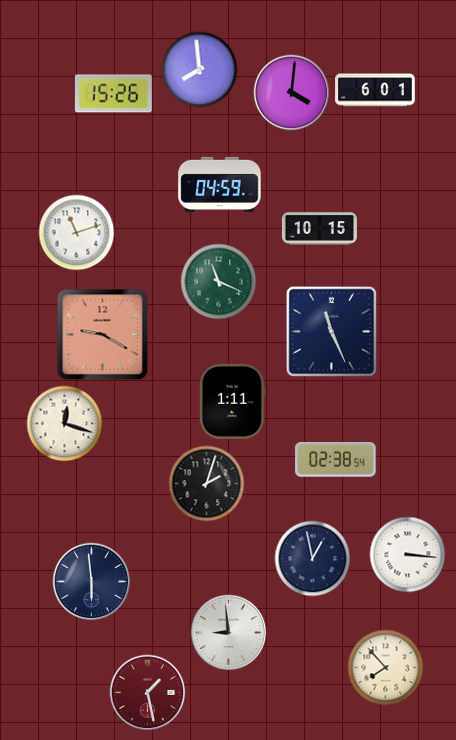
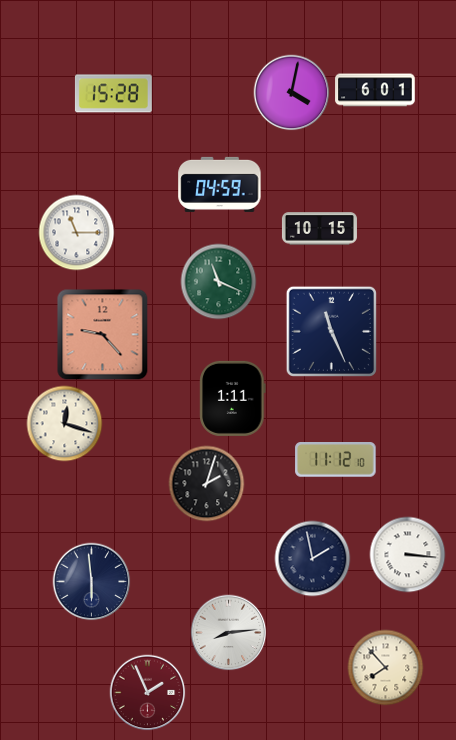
clock at (200, 70): 7:59 -> none
clock at (292, 93): 4:01 -> 4:02
clock at (113, 94): 15:26 -> 15:28
clock at (77, 233): 11:12 -> 11:15
clock at (103, 335): 9:20 -> 9:23
clock at (233, 401) position: (233, 401) -> (233, 398)
clock at (336, 460): 02:38 -> 11:12
clock at (313, 559): 12:58 -> 1:58
clock at (229, 633): 8:59 -> 8:14
clock at (148, 693): 1:28 -> 1:56
